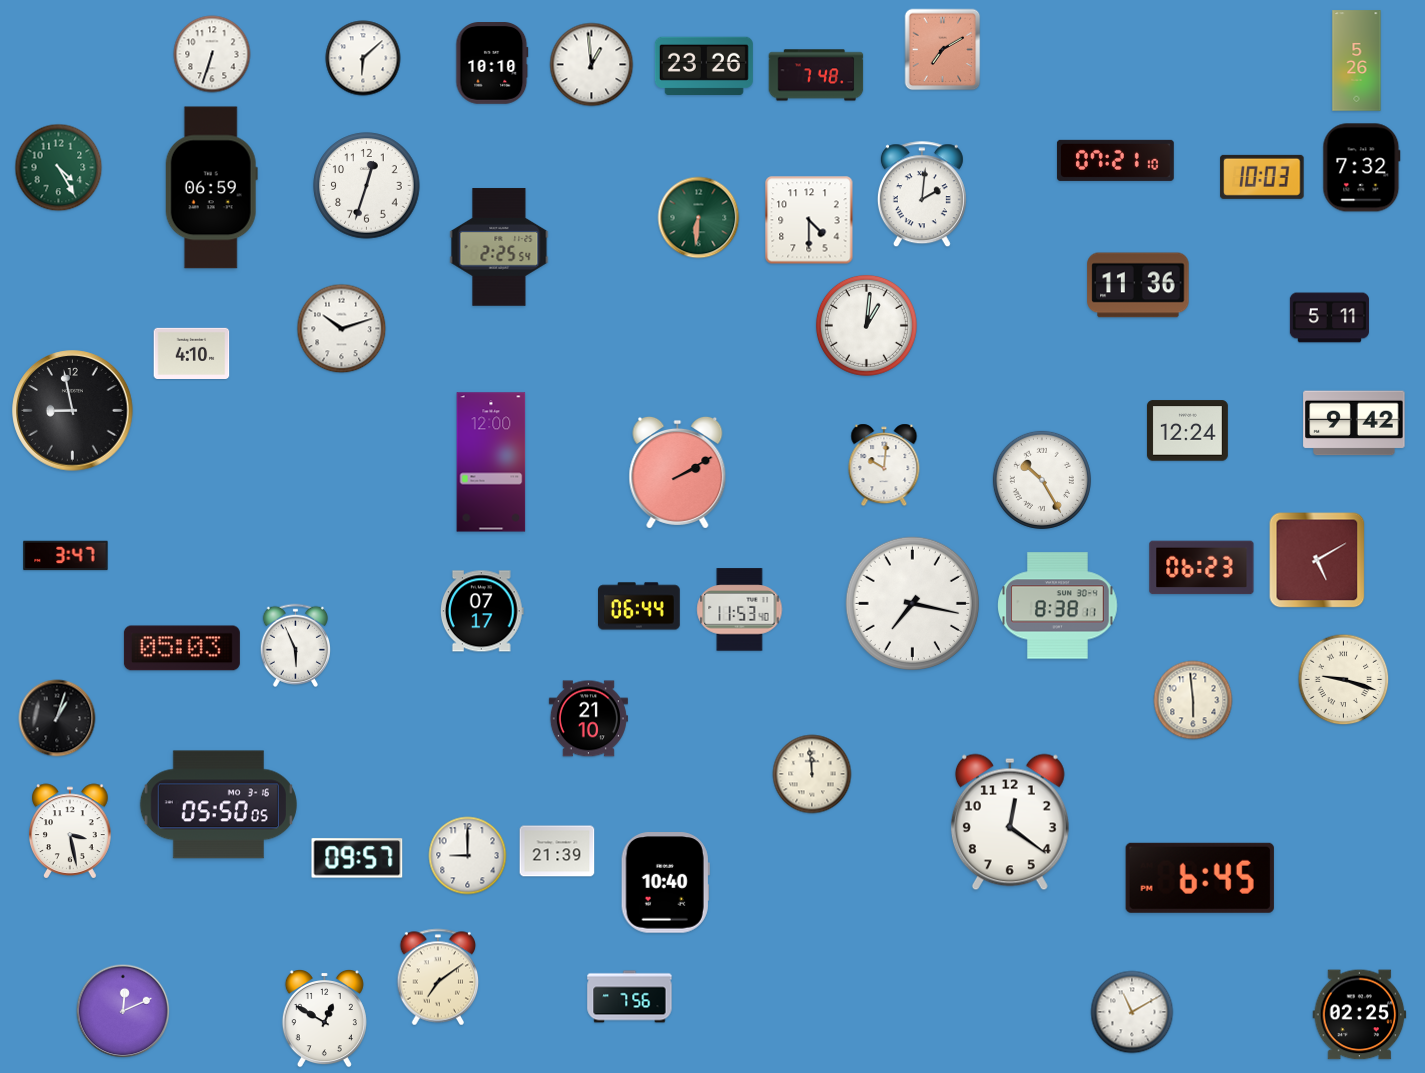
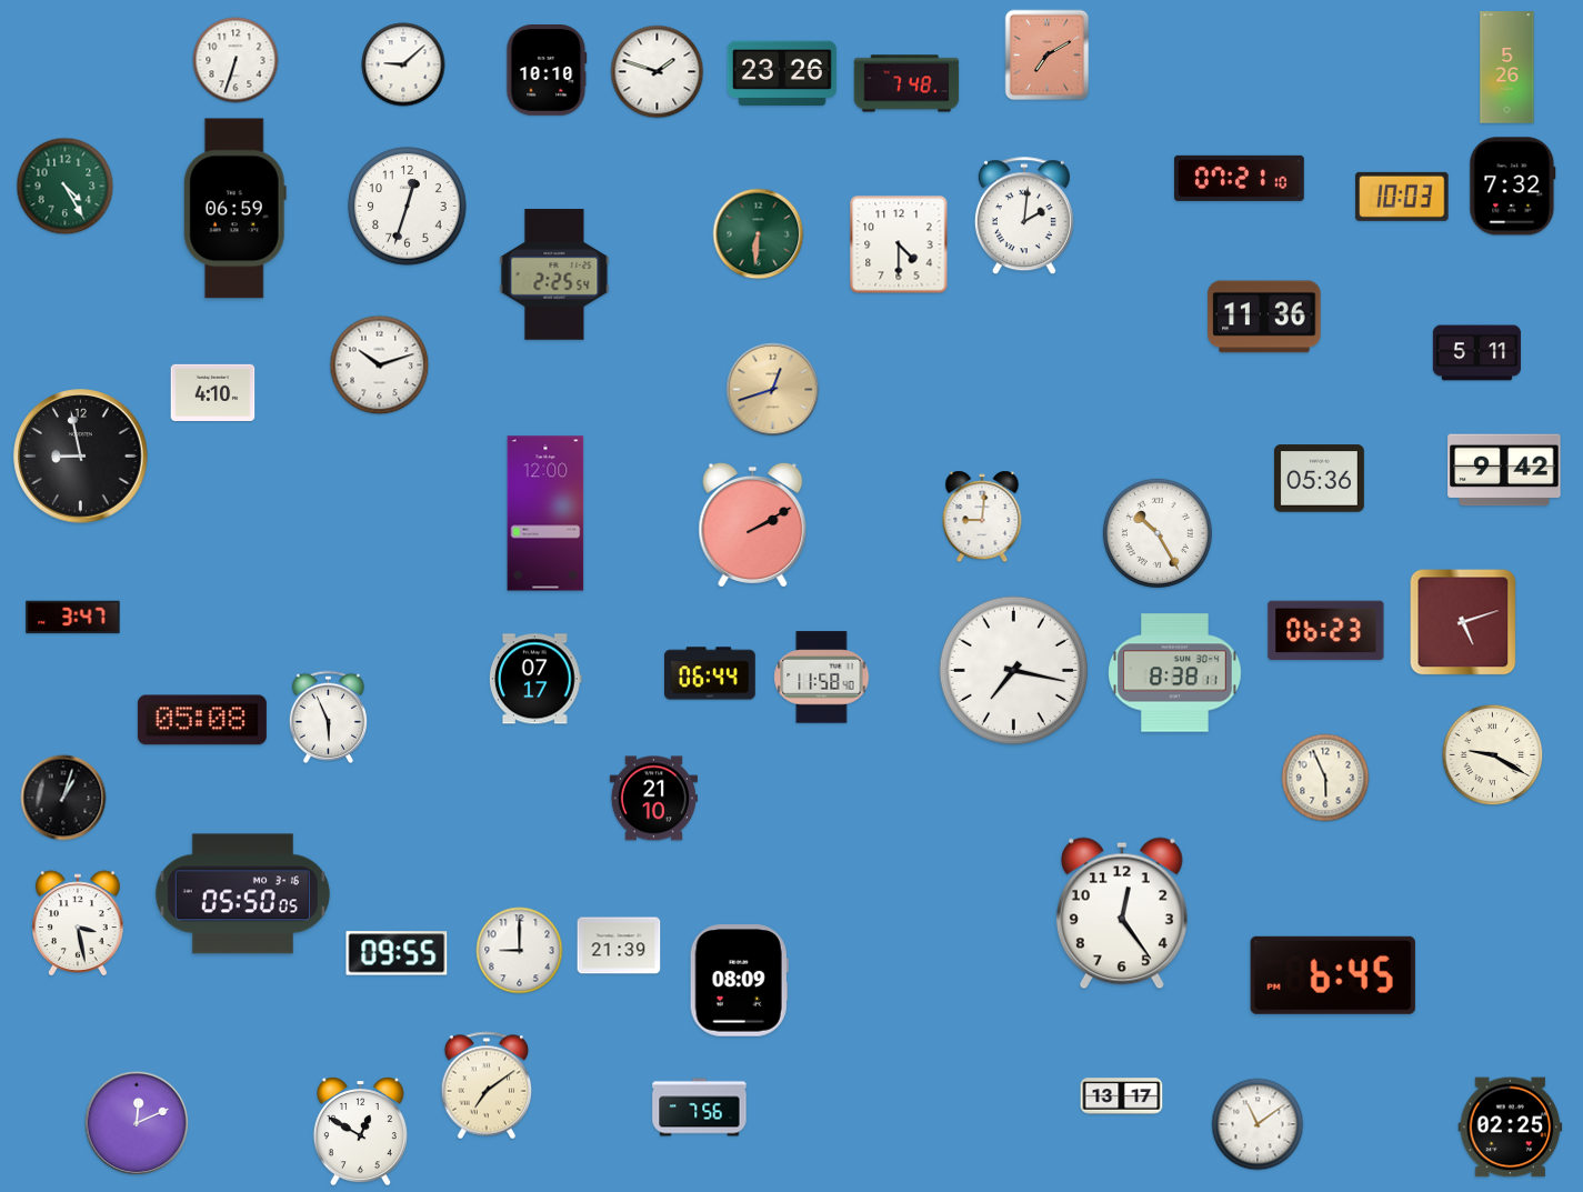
clock at (363, 58): 6:08 -> 9:08
clock at (592, 65): 12:59 -> 1:48
clock at (699, 218) position: (699, 218) -> (759, 234)
clock at (866, 325): 1:01 -> none
clock at (773, 390): none -> 12:42
clock at (1187, 431): 12:24 -> 05:36
clock at (884, 465): 10:01 -> 9:01
clock at (1317, 560): 5:10 -> 5:12
clock at (1202, 568) position: (1202, 568) -> (1326, 631)
clock at (740, 610): 11:53 -> 11:58
clock at (182, 648): 05:03 -> 05:08
clock at (1344, 680): 9:18 -> 9:20
clock at (1193, 700): 5:59 -> 5:56
clock at (812, 774): 11:59 -> none
clock at (1010, 822): 12:21 -> 12:24
clock at (357, 858): 09:57 -> 09:55
clock at (665, 883): 10:40 -> 08:09
clock at (1122, 1096): none -> 13:17
clock at (1132, 1012): 11:10 -> 11:09
